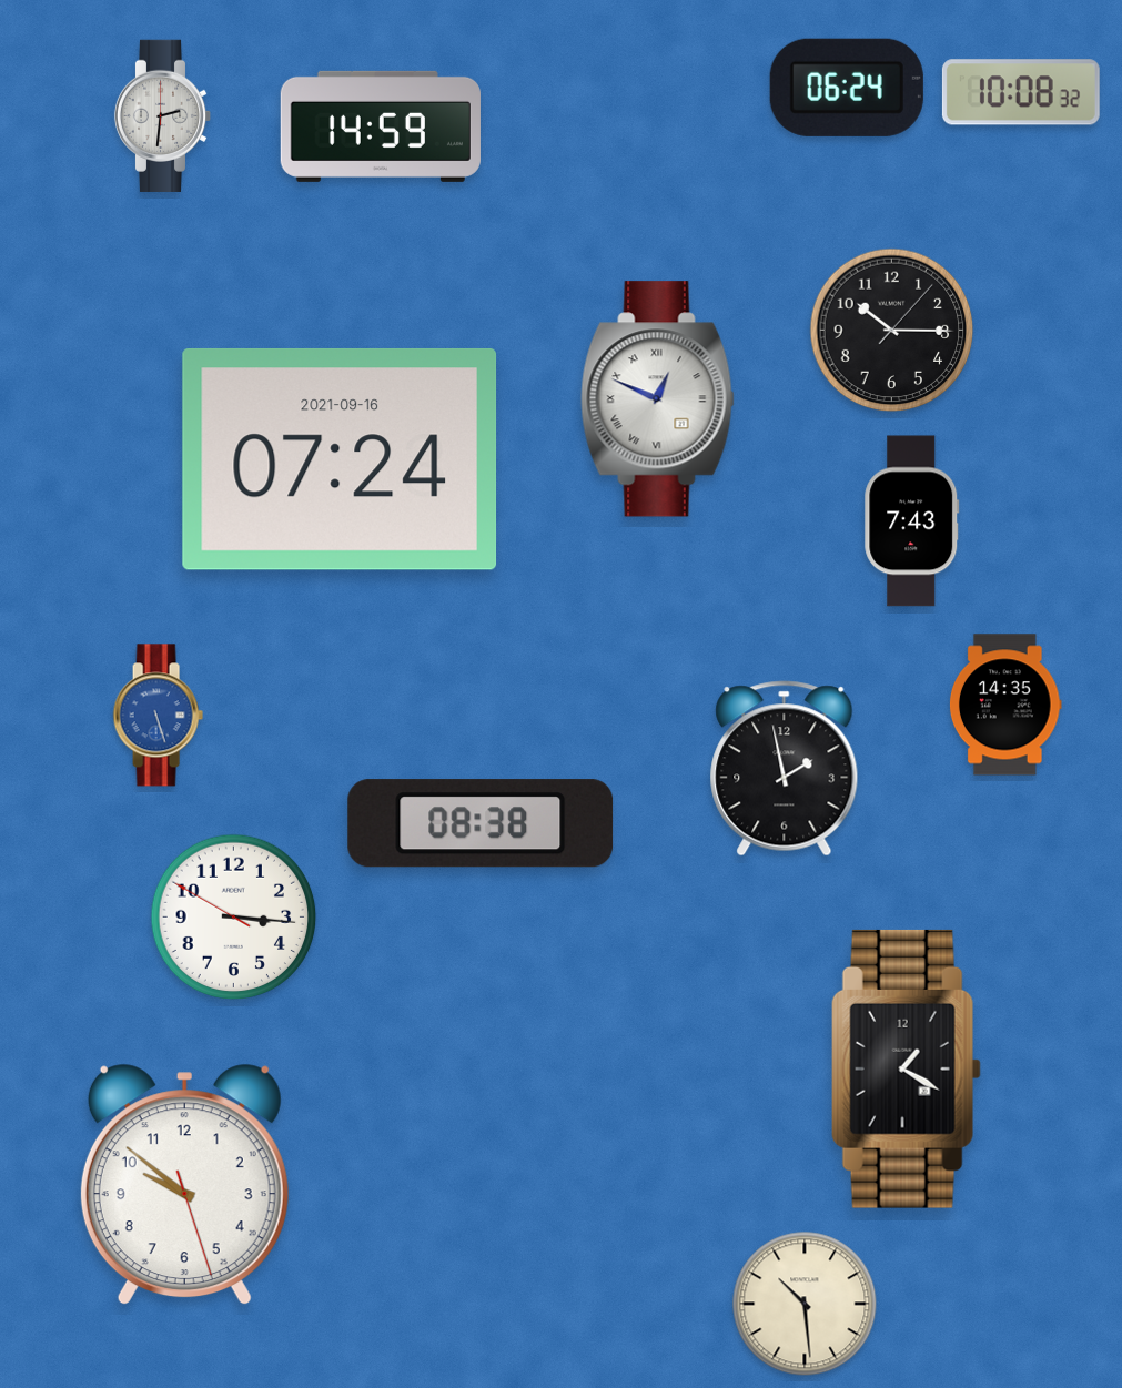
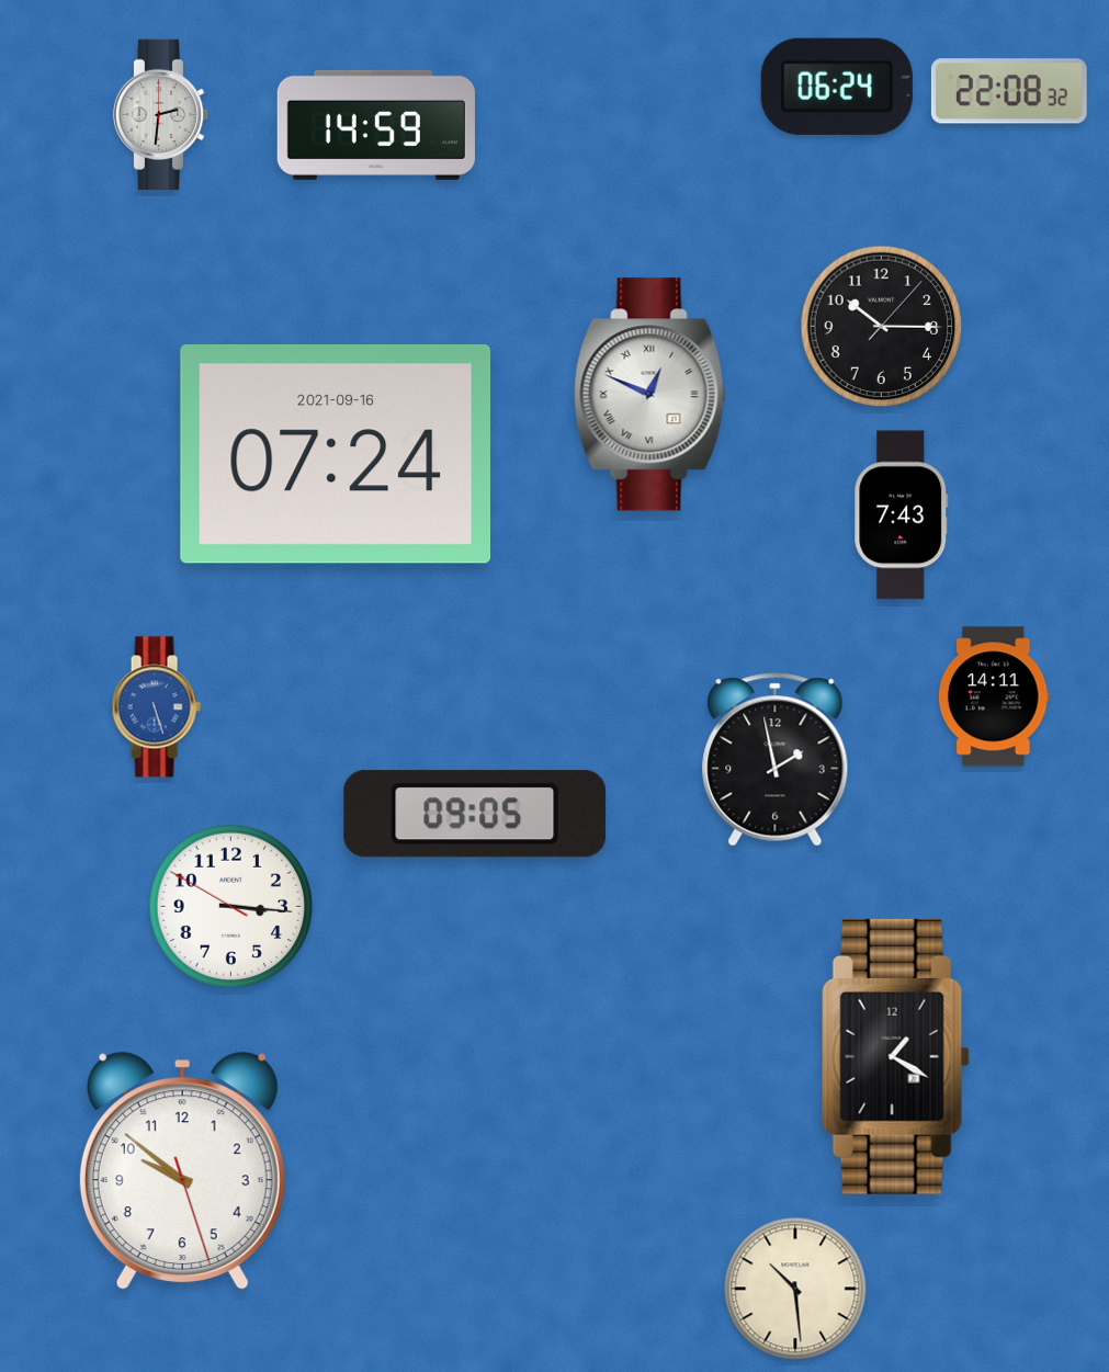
clock at (1021, 92): 10:08 -> 22:08
clock at (1005, 705): 14:35 -> 14:11
clock at (481, 823): 08:38 -> 09:05
